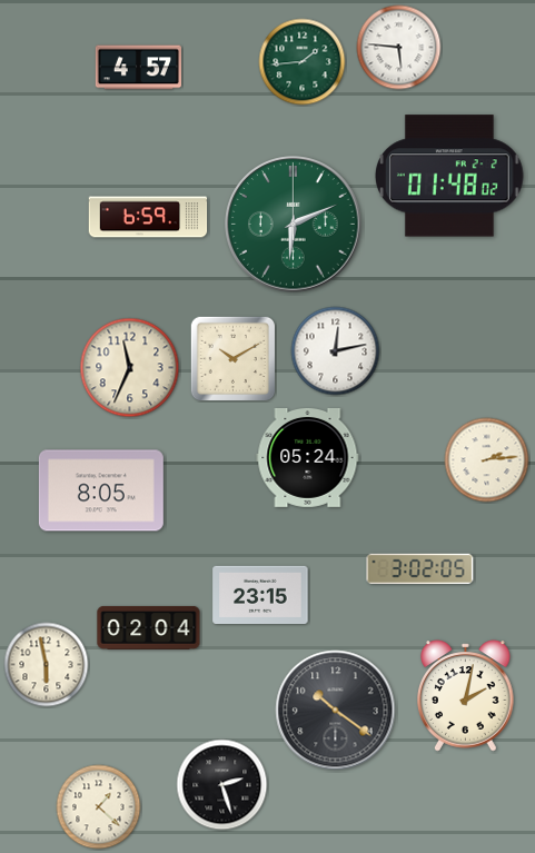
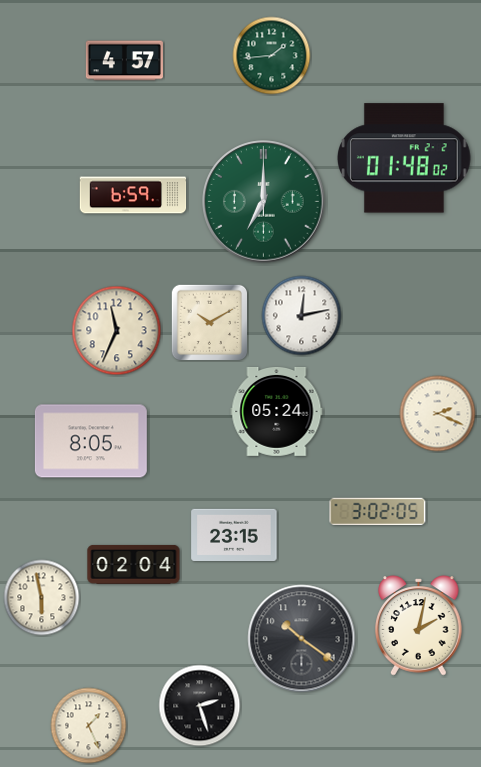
clock at (399, 48): 5:46 -> none
clock at (294, 225): 6:11 -> 7:00
clock at (487, 460): 2:14 -> 2:19
clock at (99, 807): 1:22 -> 1:26
